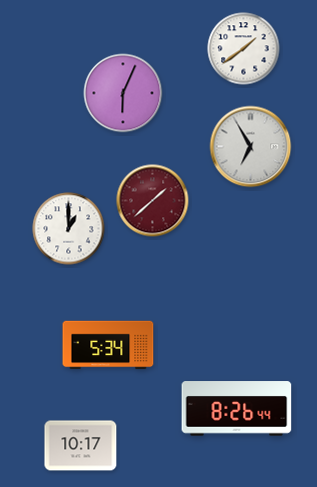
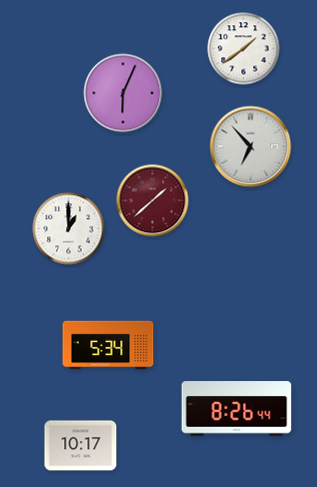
clock at (251, 147): 6:55 -> 6:53
